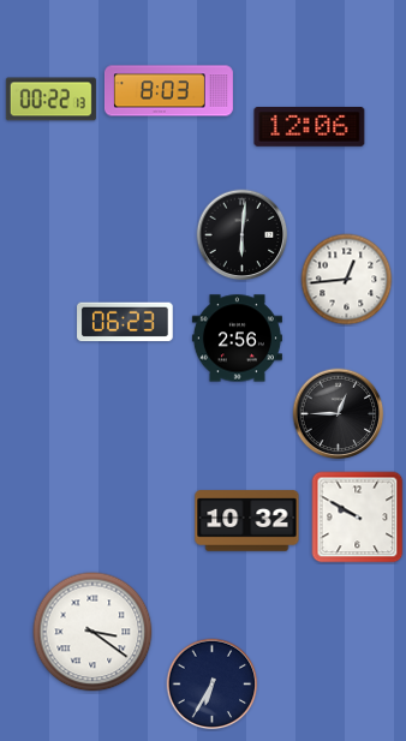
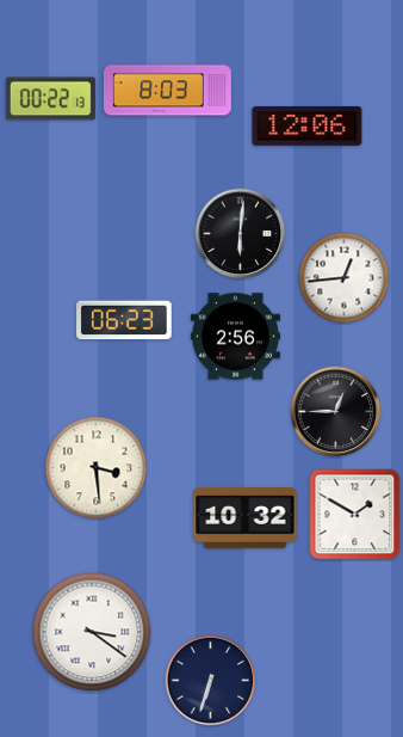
clock at (97, 468): none -> 3:29
clock at (358, 518): 9:50 -> 1:50
clock at (92, 632) position: (92, 632) -> (92, 632)
clock at (213, 685): 6:35 -> 6:33
